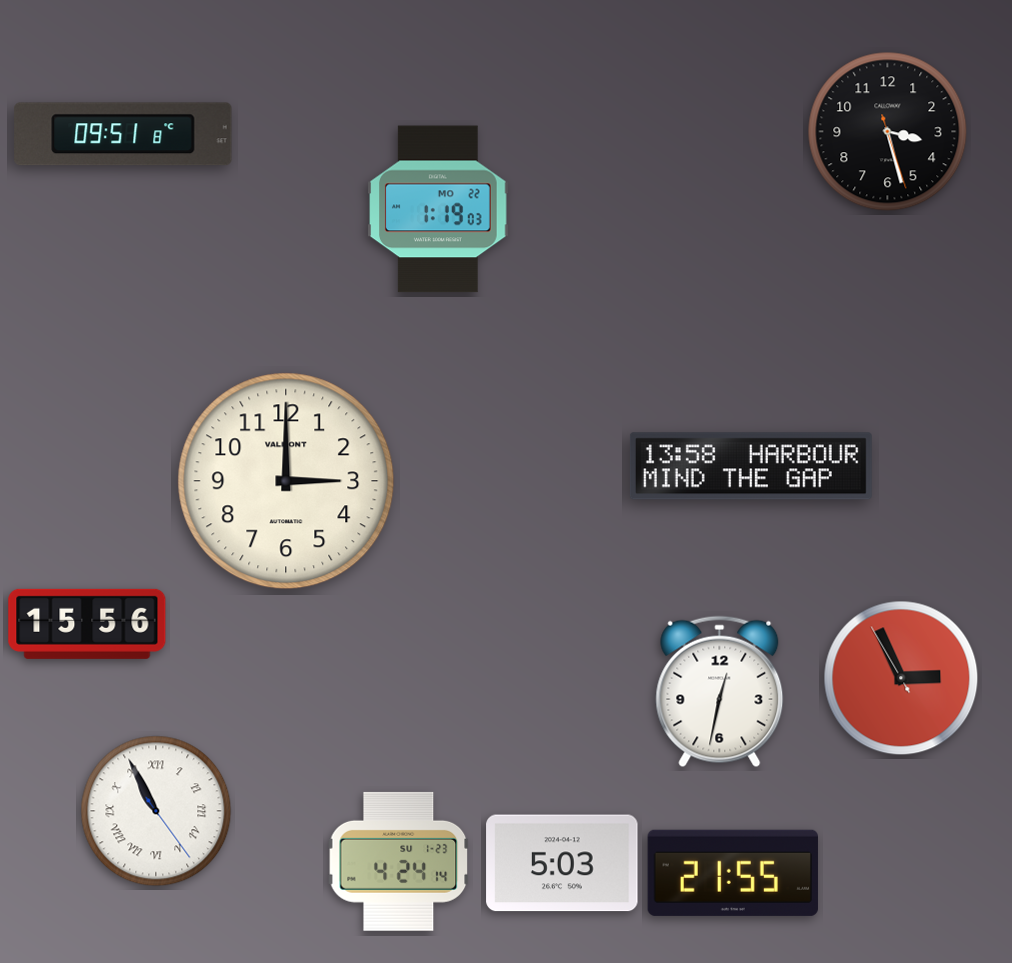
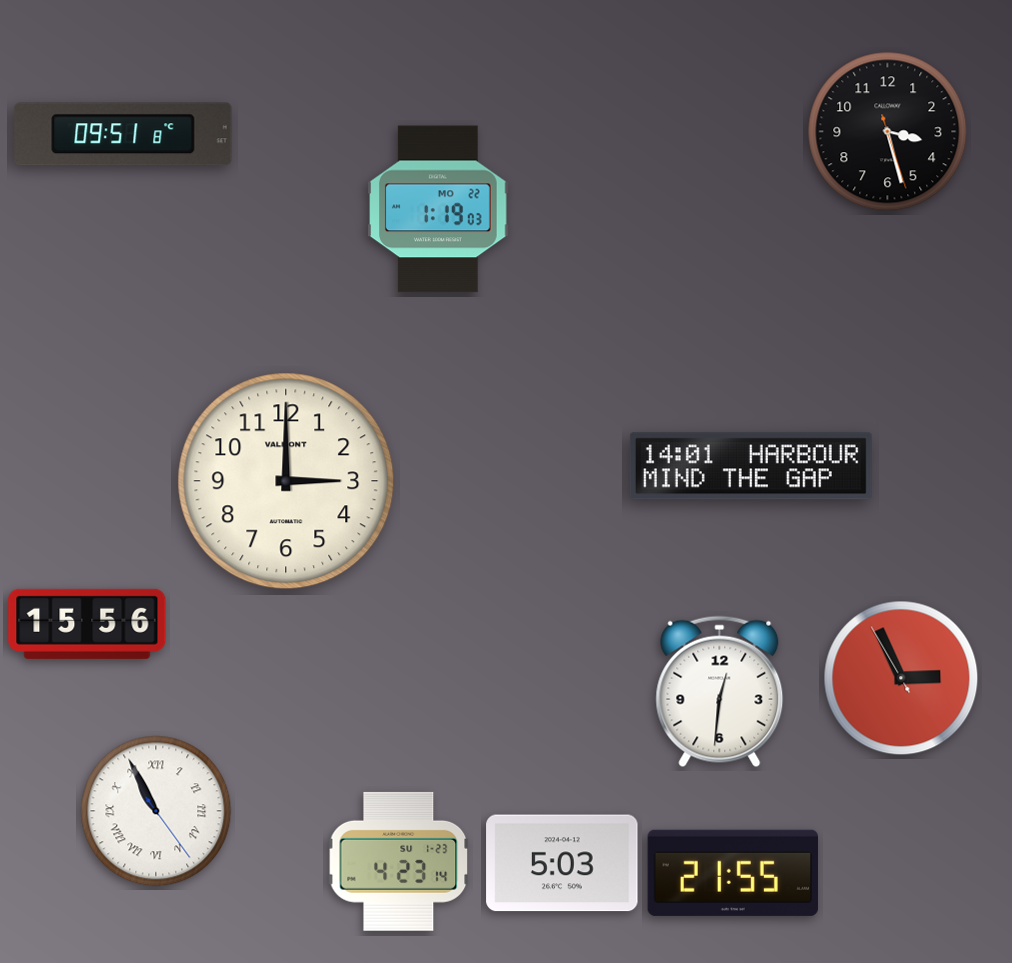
clock at (751, 466): 13:58 -> 14:01
clock at (720, 692): 12:32 -> 12:31
clock at (399, 861): 4:24 -> 4:23
